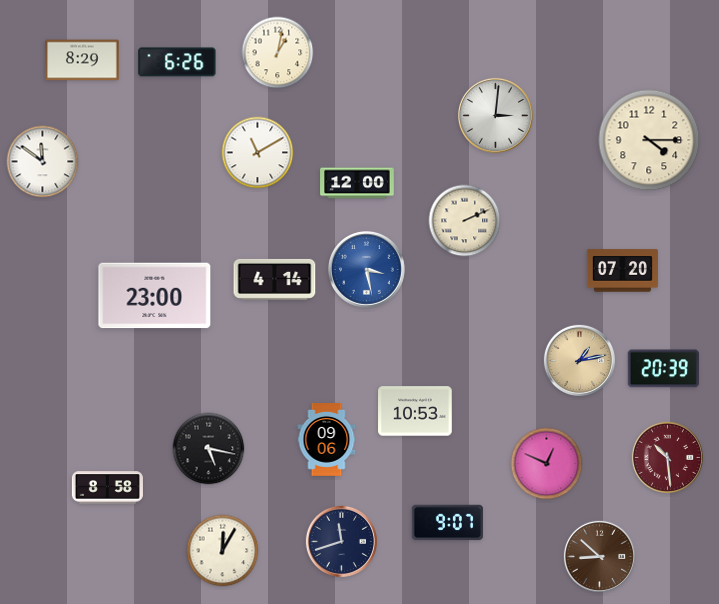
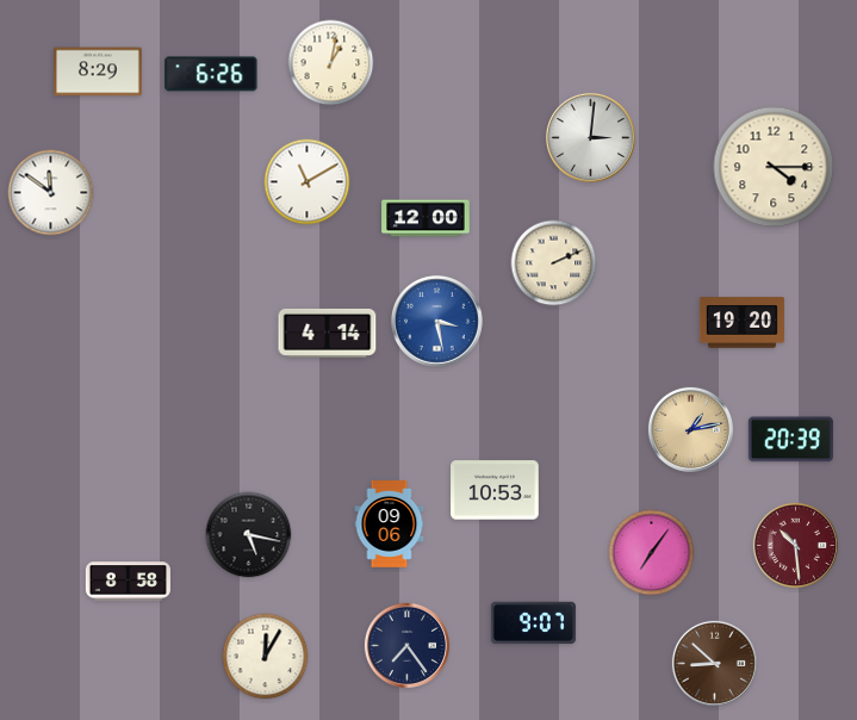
clock at (622, 271): 07:20 -> 19:20
clock at (155, 296): 23:00 -> none
clock at (547, 464): 12:49 -> 7:06
clock at (341, 541): 11:42 -> 7:24
